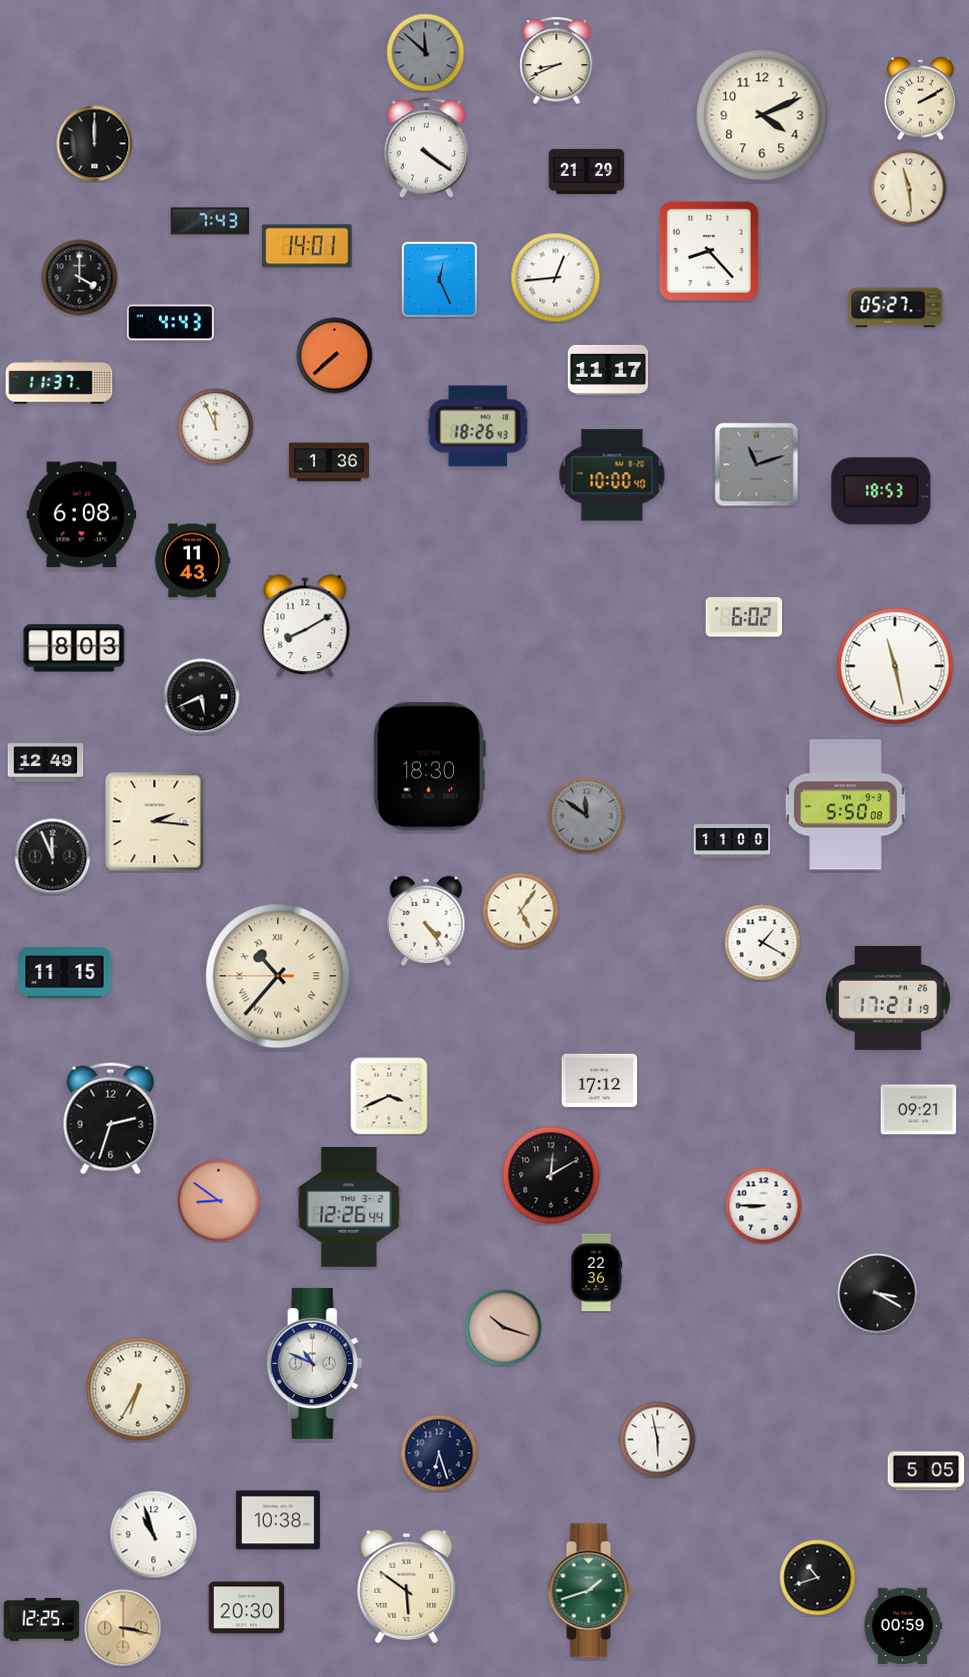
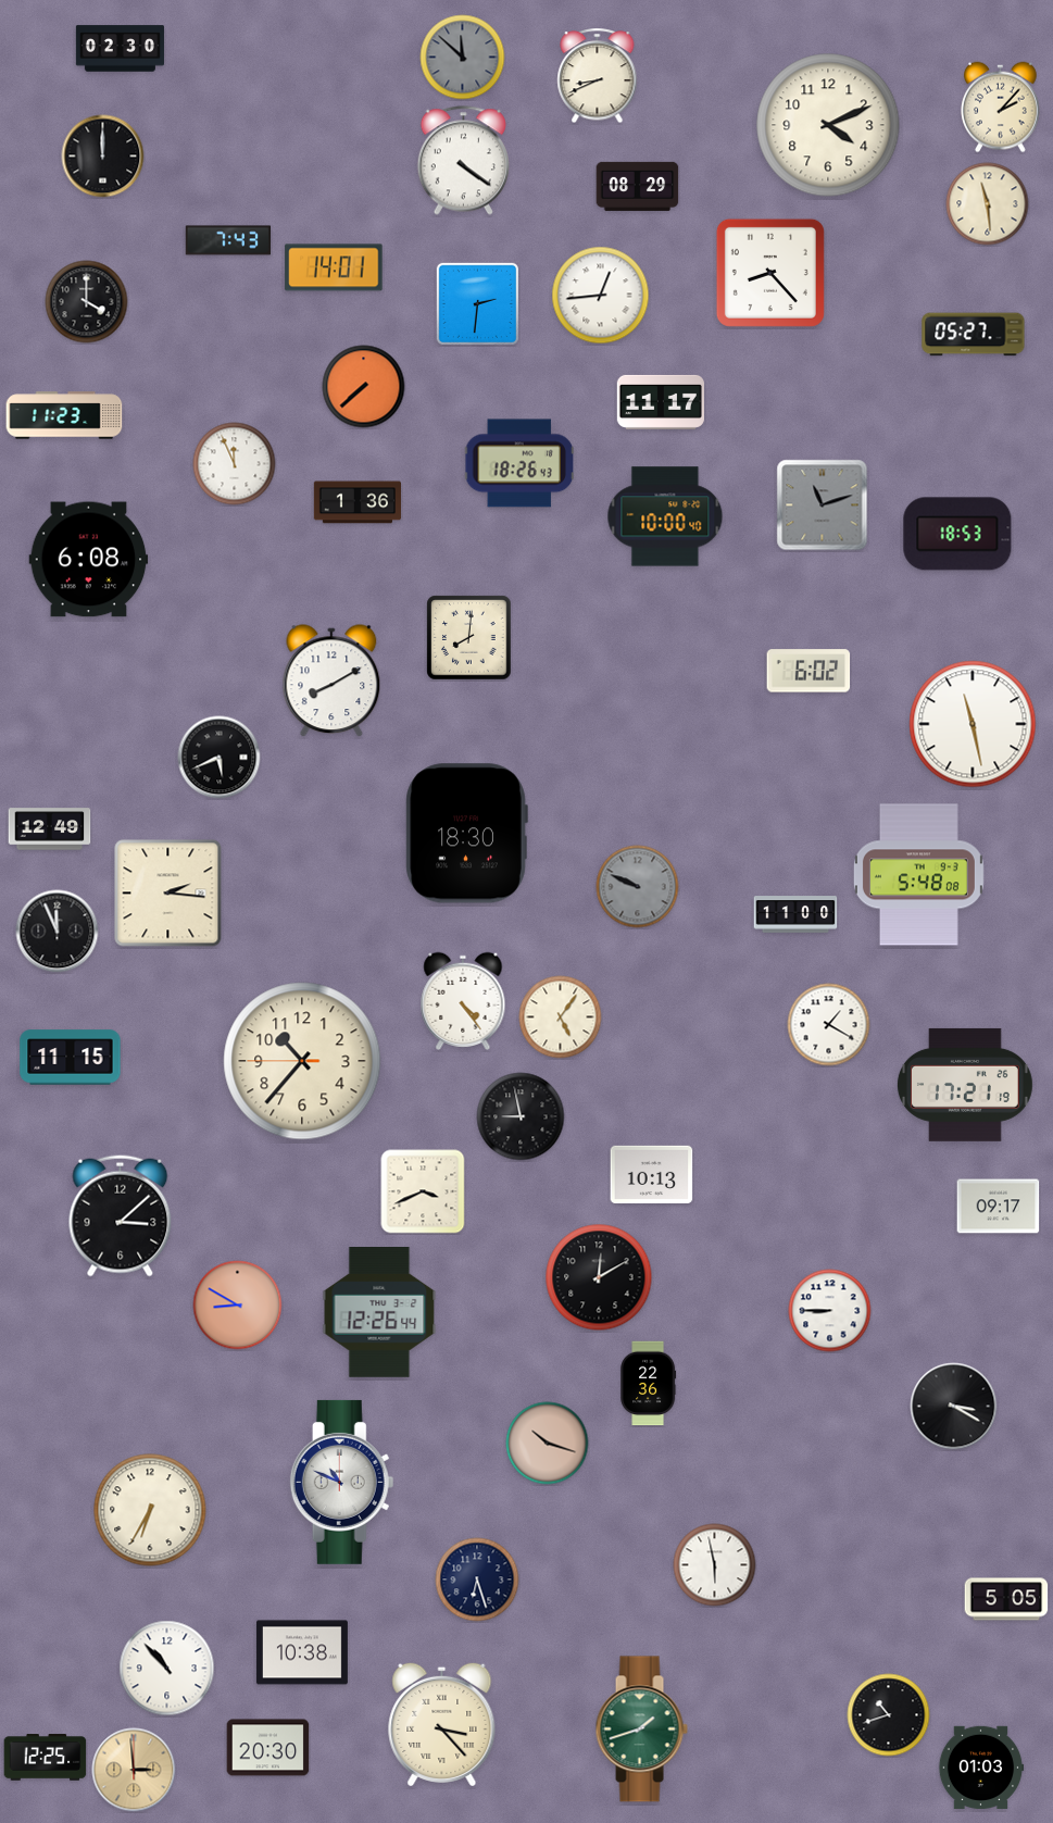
clock at (120, 49): none -> 02:30
clock at (557, 61) position: (557, 61) -> (598, 76)
clock at (921, 99): 2:10 -> 2:07
clock at (587, 171): 21:29 -> 08:29
clock at (556, 278) position: (556, 278) -> (601, 296)
clock at (439, 279): 12:26 -> 2:31
clock at (171, 323): 4:43 -> none
clock at (59, 382): 11:37 -> 11:23
clock at (192, 561): 11:43 -> none
clock at (469, 638): none -> 8:01
clock at (74, 648): 8:03 -> none
clock at (845, 805): 5:50 -> 5:48
clock at (587, 816): 11:51 -> 9:49
clock at (521, 911) position: (521, 911) -> (561, 1017)
clock at (278, 976) numerals: Roman -> Arabic
clock at (521, 1116): none -> 8:58
clock at (600, 1080): 17:12 -> 10:13
clock at (919, 1110): 09:21 -> 09:17
clock at (111, 1119): 2:33 -> 3:08
clock at (219, 1201): 8:51 -> 8:50
clock at (154, 1535): 10:57 -> 10:53
clock at (407, 1586): 5:51 -> 3:23
clock at (42, 1620) position: (42, 1620) -> (46, 1758)
clock at (903, 1626): 00:59 -> 01:03
clock at (123, 1628): 3:17 -> 2:59
